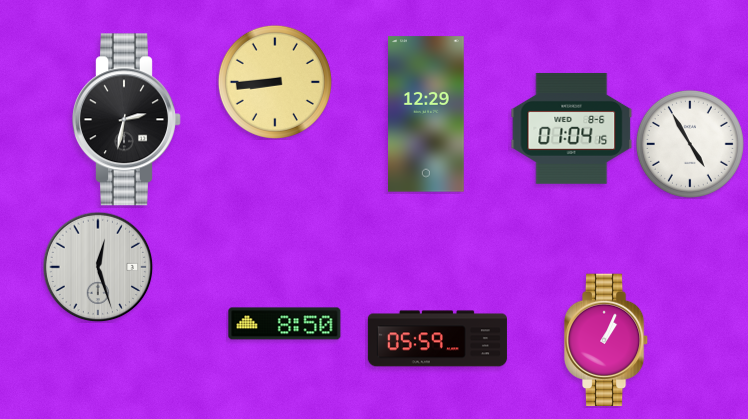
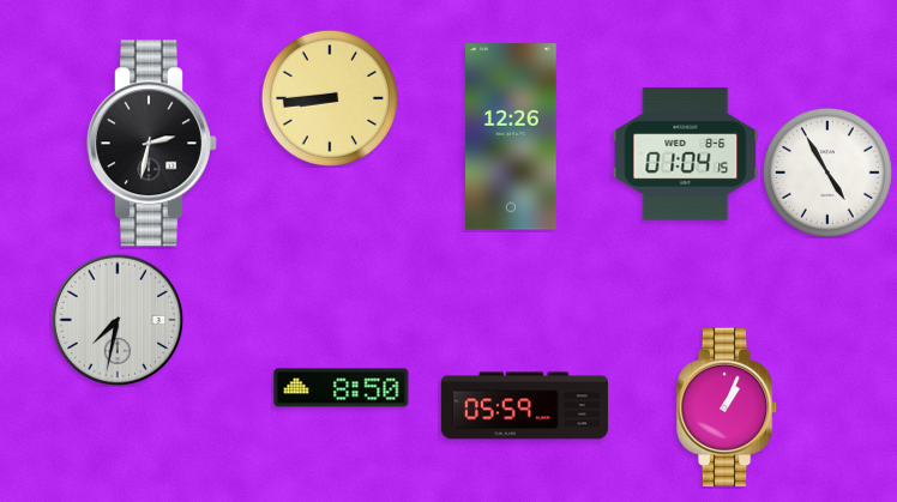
clock at (427, 114): 12:29 -> 12:26
clock at (98, 267): 12:27 -> 7:32
